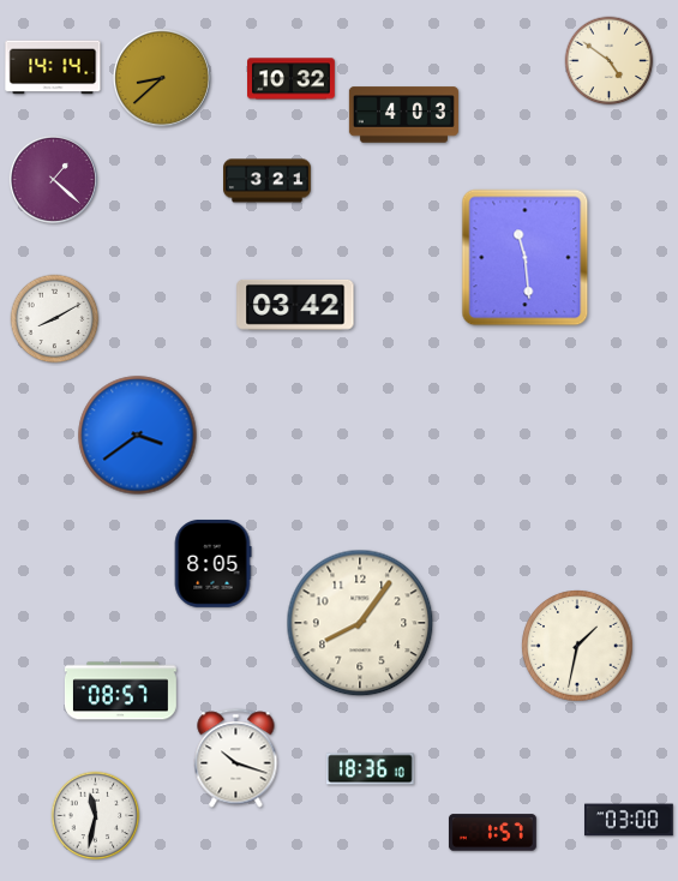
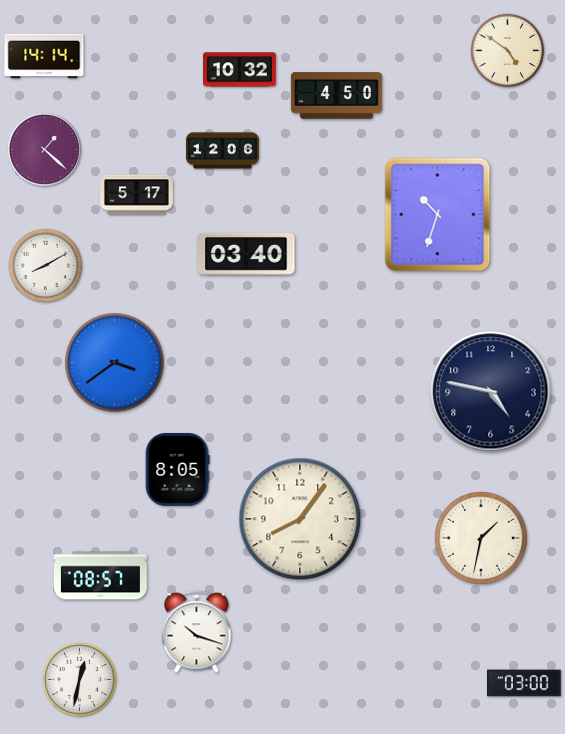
clock at (162, 78): 8:38 -> none
clock at (292, 79) position: (292, 79) -> (240, 70)
clock at (403, 115): 4:03 -> 4:50
clock at (268, 181): 3:21 -> 12:06
clock at (137, 195): none -> 5:17
clock at (526, 258): 11:29 -> 10:33
clock at (295, 305): 03:42 -> 03:40
clock at (491, 392): none -> 4:47
clock at (370, 769): 18:36 -> none
clock at (96, 816): 11:32 -> 12:32
clock at (492, 833): 1:57 -> none
